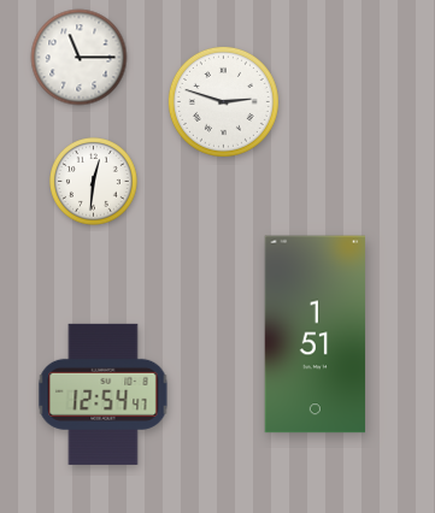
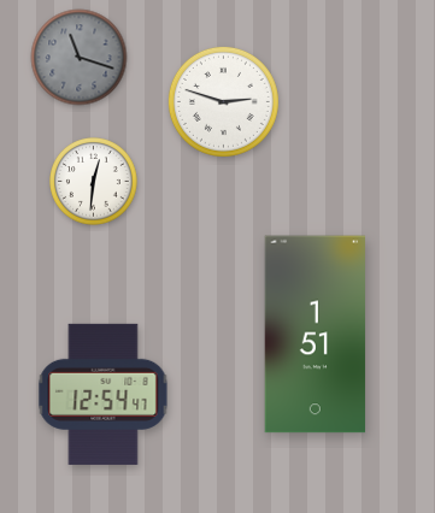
clock at (80, 58): 11:15 -> 11:18
clock at (80, 58) dial: white -> grey
